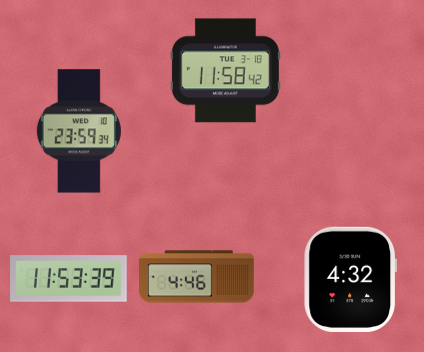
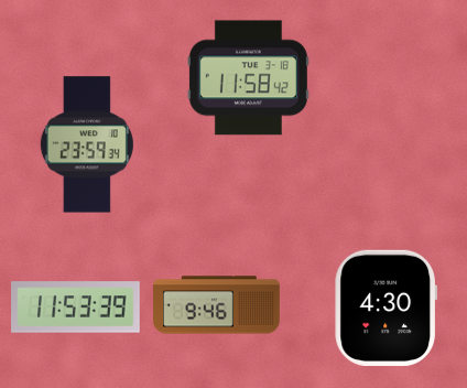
clock at (197, 277): 4:46 -> 9:46
clock at (350, 279): 4:32 -> 4:30
